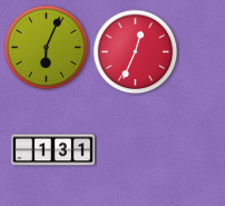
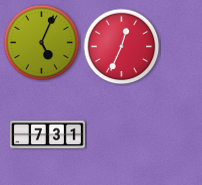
clock at (47, 48): 6:04 -> 5:04
clock at (53, 150): 1:31 -> 7:31
